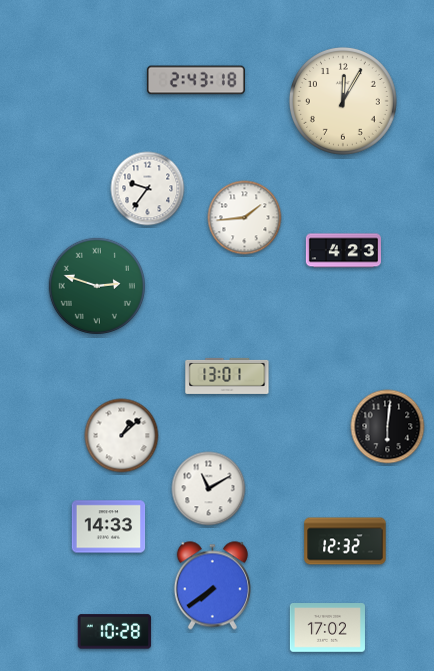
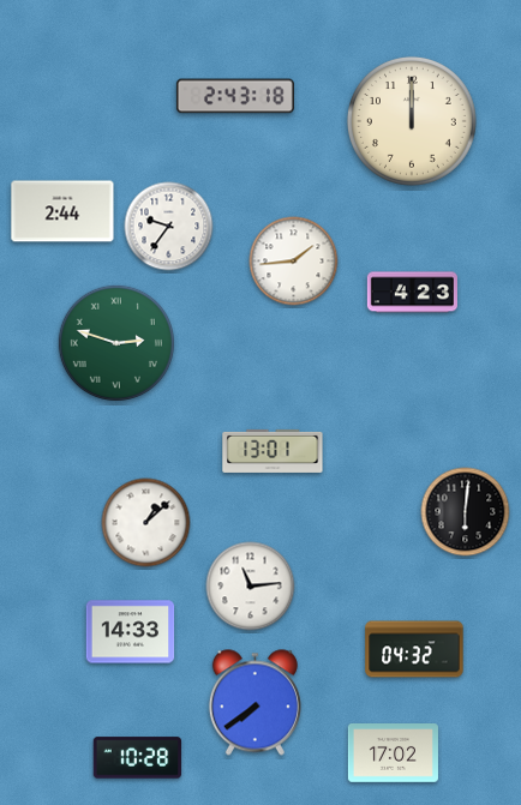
clock at (343, 101): 12:05 -> 12:00
clock at (62, 211): none -> 2:44
clock at (148, 189) position: (148, 189) -> (169, 227)
clock at (343, 251) position: (343, 251) -> (412, 293)
clock at (209, 489): 11:10 -> 11:14
clock at (345, 541): 12:32 -> 04:32
